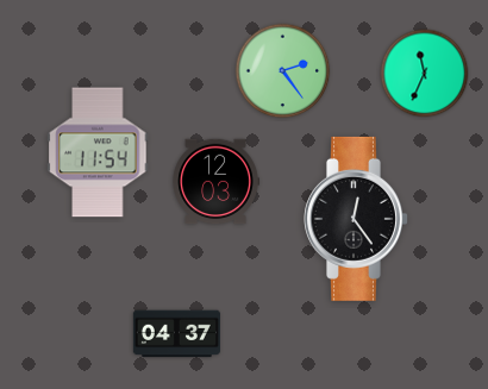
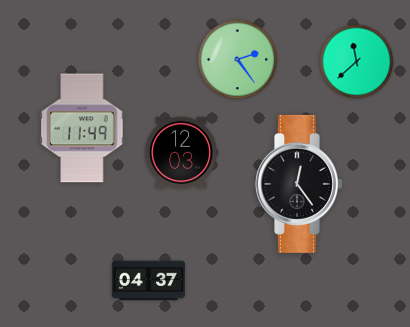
clock at (425, 74): 11:34 -> 11:38
clock at (98, 152): 11:54 -> 11:49
